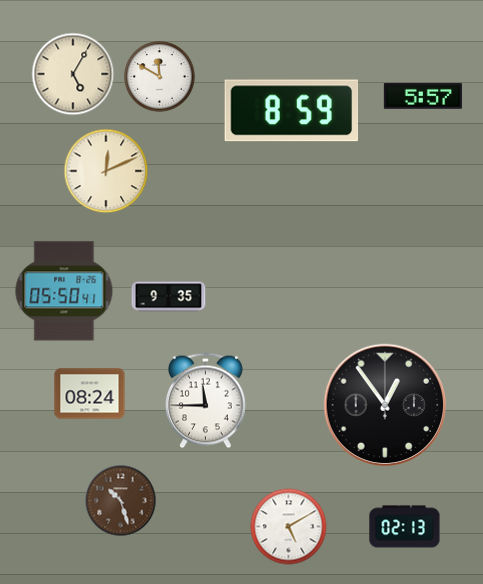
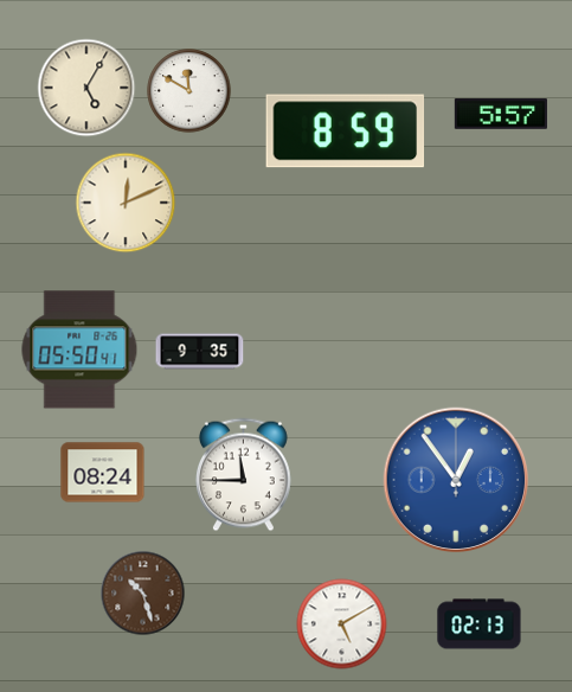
clock at (64, 291) position: (64, 291) -> (79, 350)
clock at (90, 394) position: (90, 394) -> (103, 473)
clock at (385, 405) dial: black -> blue
